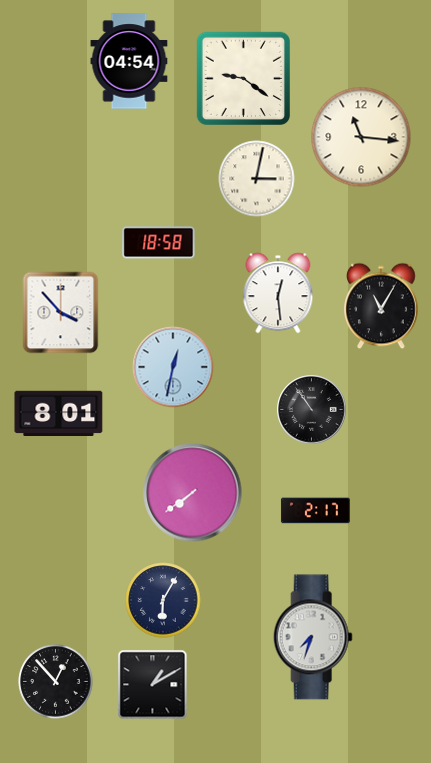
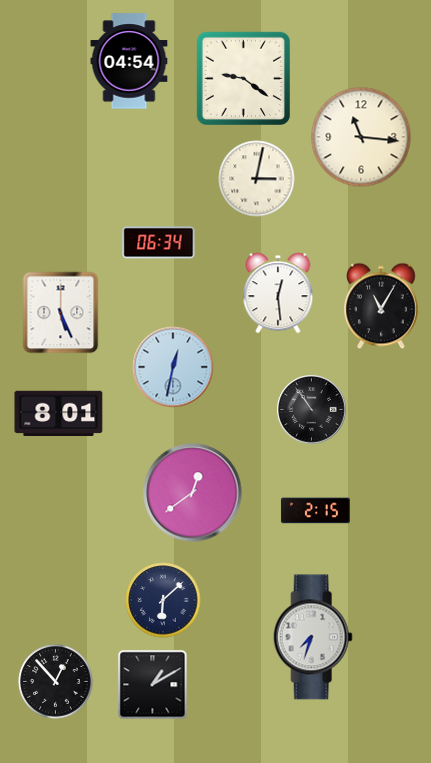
clock at (159, 243): 18:58 -> 06:34
clock at (61, 313): 3:53 -> 5:26
clock at (193, 493): 7:39 -> 12:39
clock at (315, 511): 2:17 -> 2:15
clock at (163, 600): 6:05 -> 6:08
